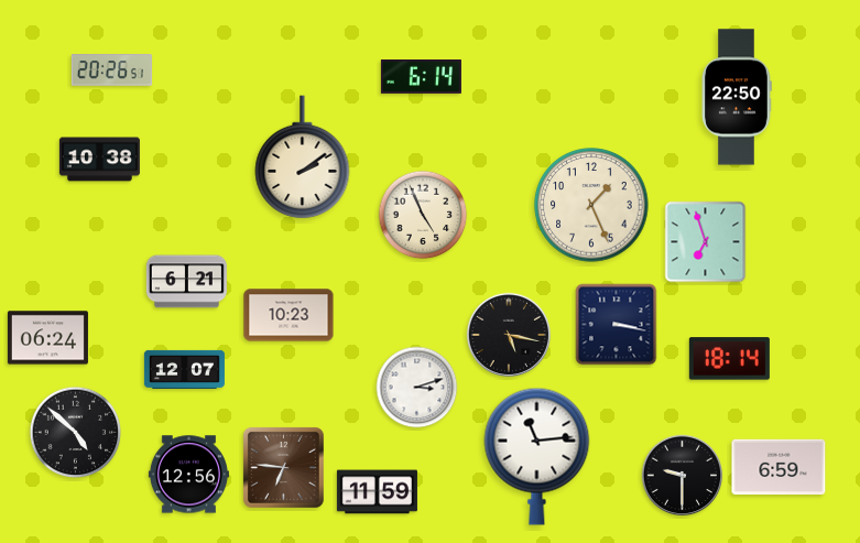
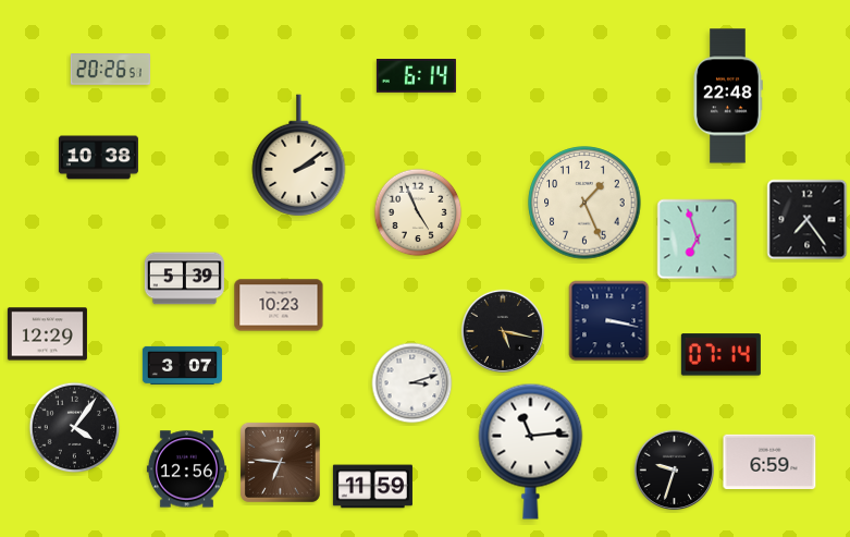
clock at (737, 97): 22:50 -> 22:48
clock at (808, 220): none -> 7:24
clock at (186, 282): 6:21 -> 5:39
clock at (289, 315) position: (289, 315) -> (279, 305)
clock at (47, 338): 06:24 -> 12:29
clock at (729, 359): 18:14 -> 07:14
clock at (184, 369): 12:07 -> 3:07
clock at (76, 433): 4:52 -> 4:06
clock at (683, 476): 9:30 -> 9:33
